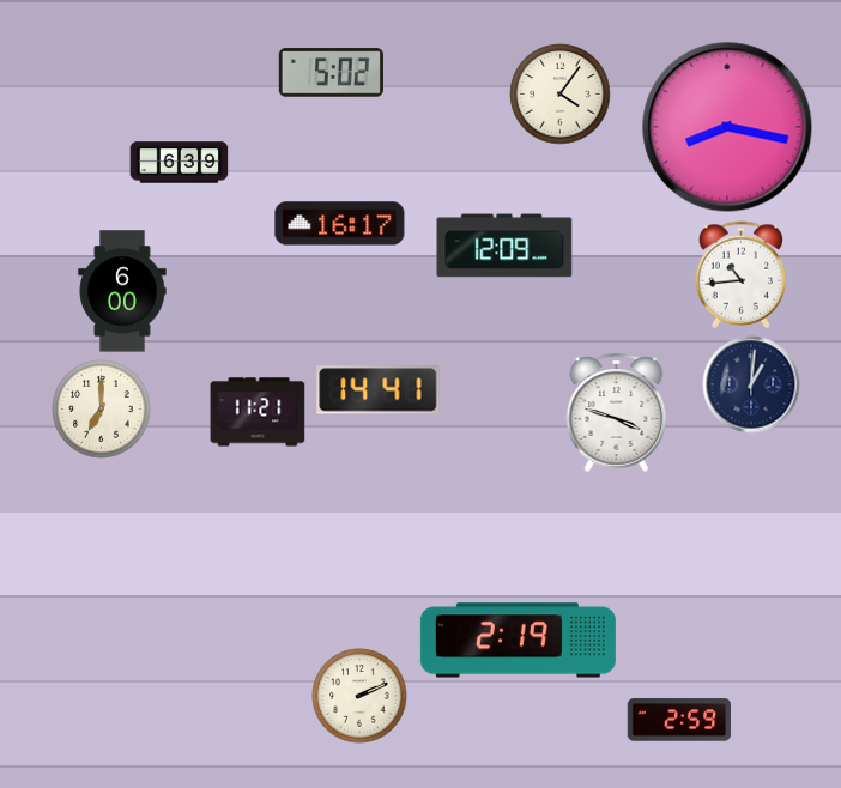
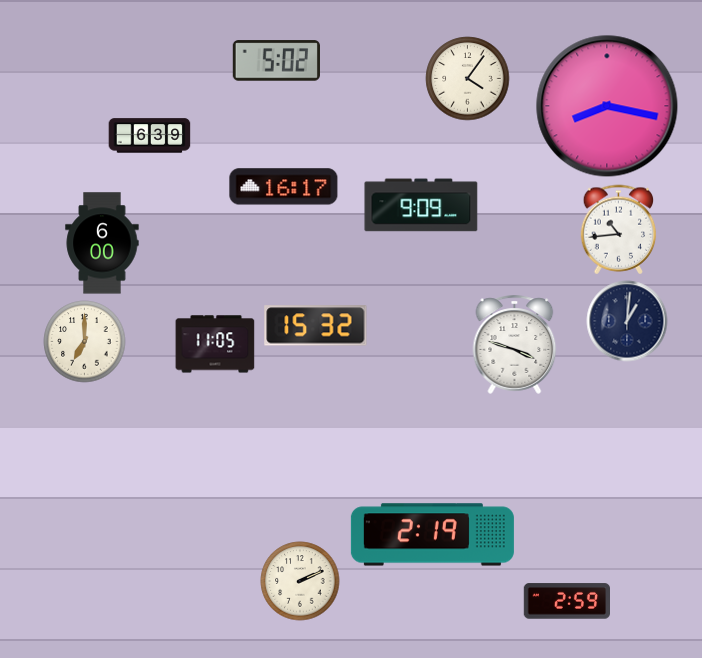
clock at (504, 246): 12:09 -> 9:09
clock at (379, 390): 14:41 -> 15:32
clock at (258, 412): 11:21 -> 11:05
